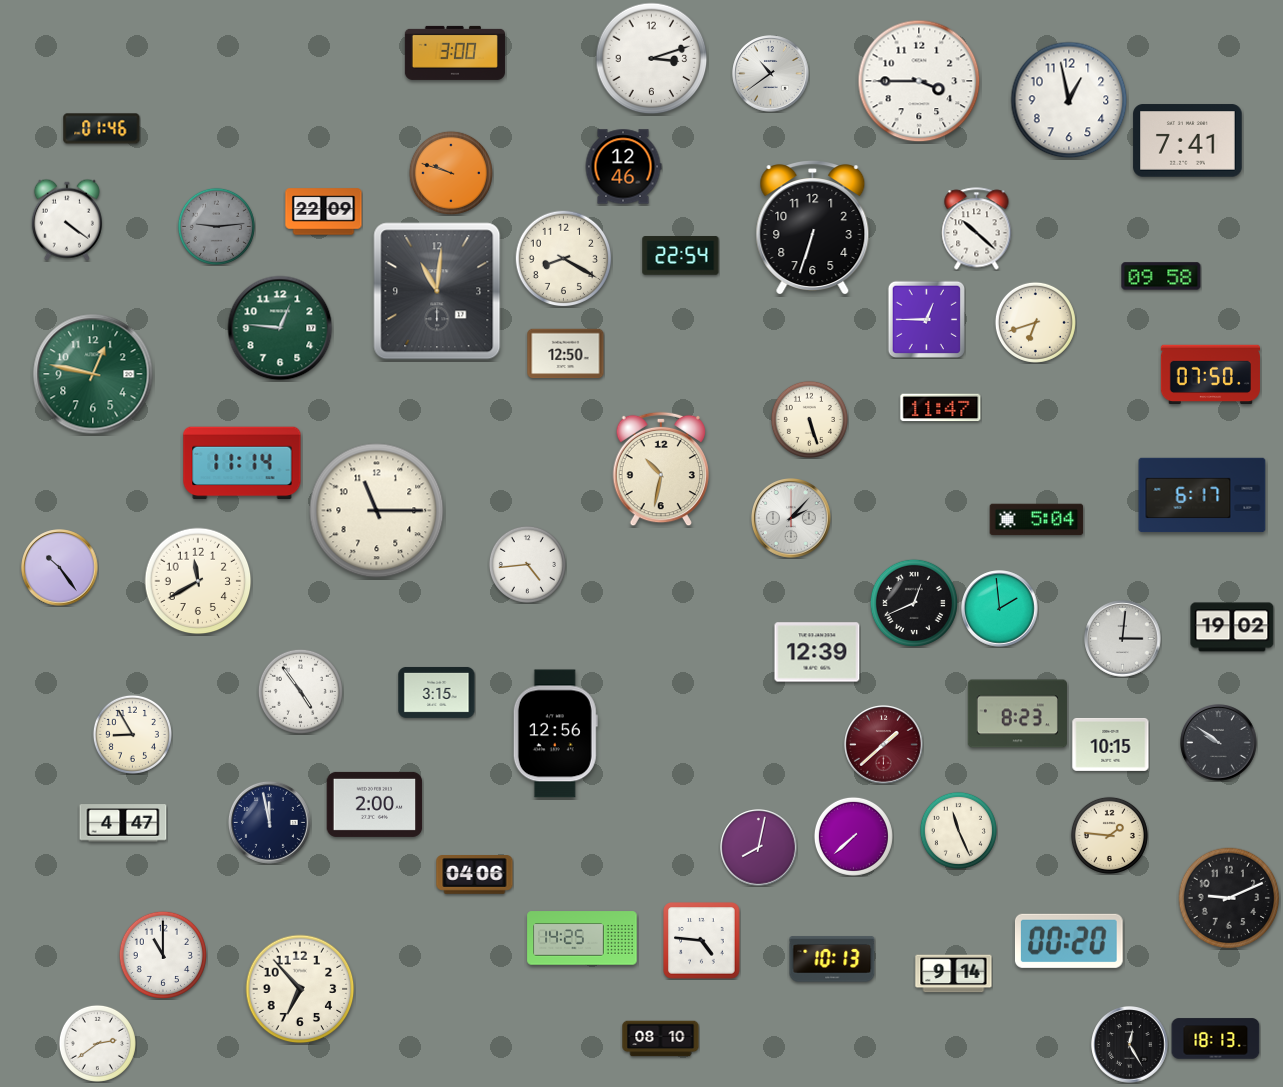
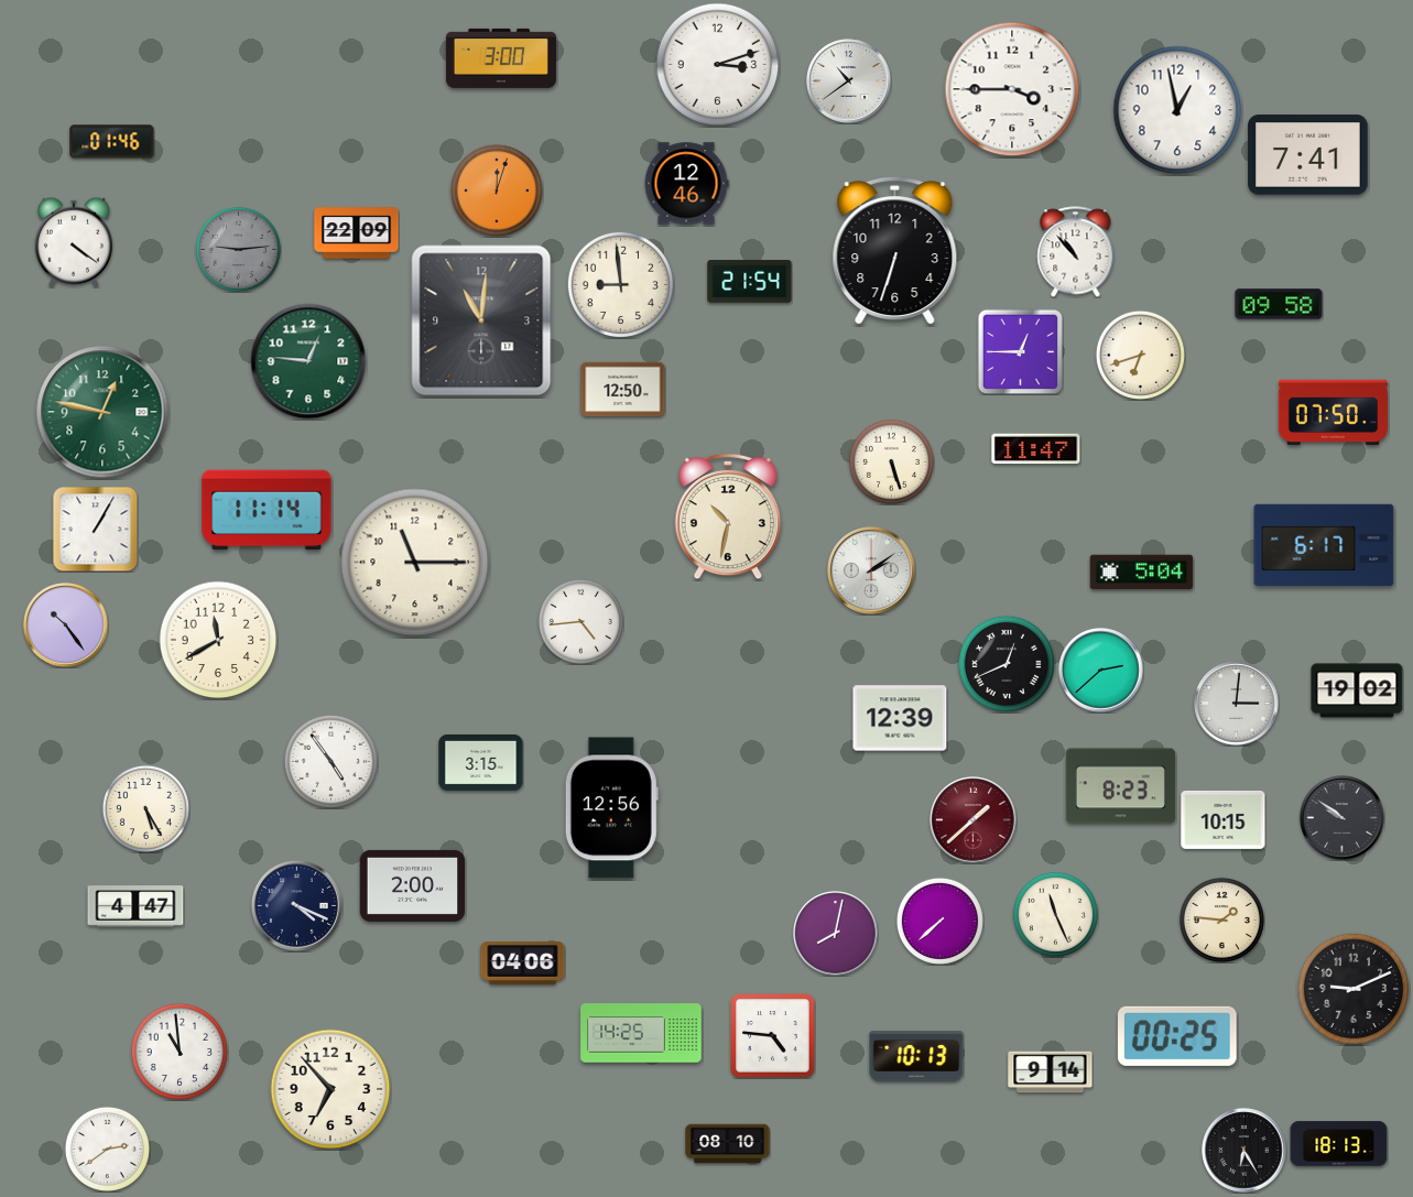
clock at (451, 173): 9:48 -> 12:03
clock at (977, 229): 10:22 -> 10:53
clock at (681, 256): 22:54 -> 21:54
clock at (563, 258): 8:20 -> 8:59
clock at (95, 529): none -> 1:05
clock at (792, 519): 2:07 -> 2:09
clock at (1000, 609): 1:59 -> 2:38
clock at (132, 734): 8:55 -> 5:25
clock at (269, 822): 11:58 -> 4:19
clock at (1069, 941): 00:20 -> 00:25
clock at (163, 955): 11:00 -> 10:59
clock at (1130, 1045): 12:25 -> 6:25
